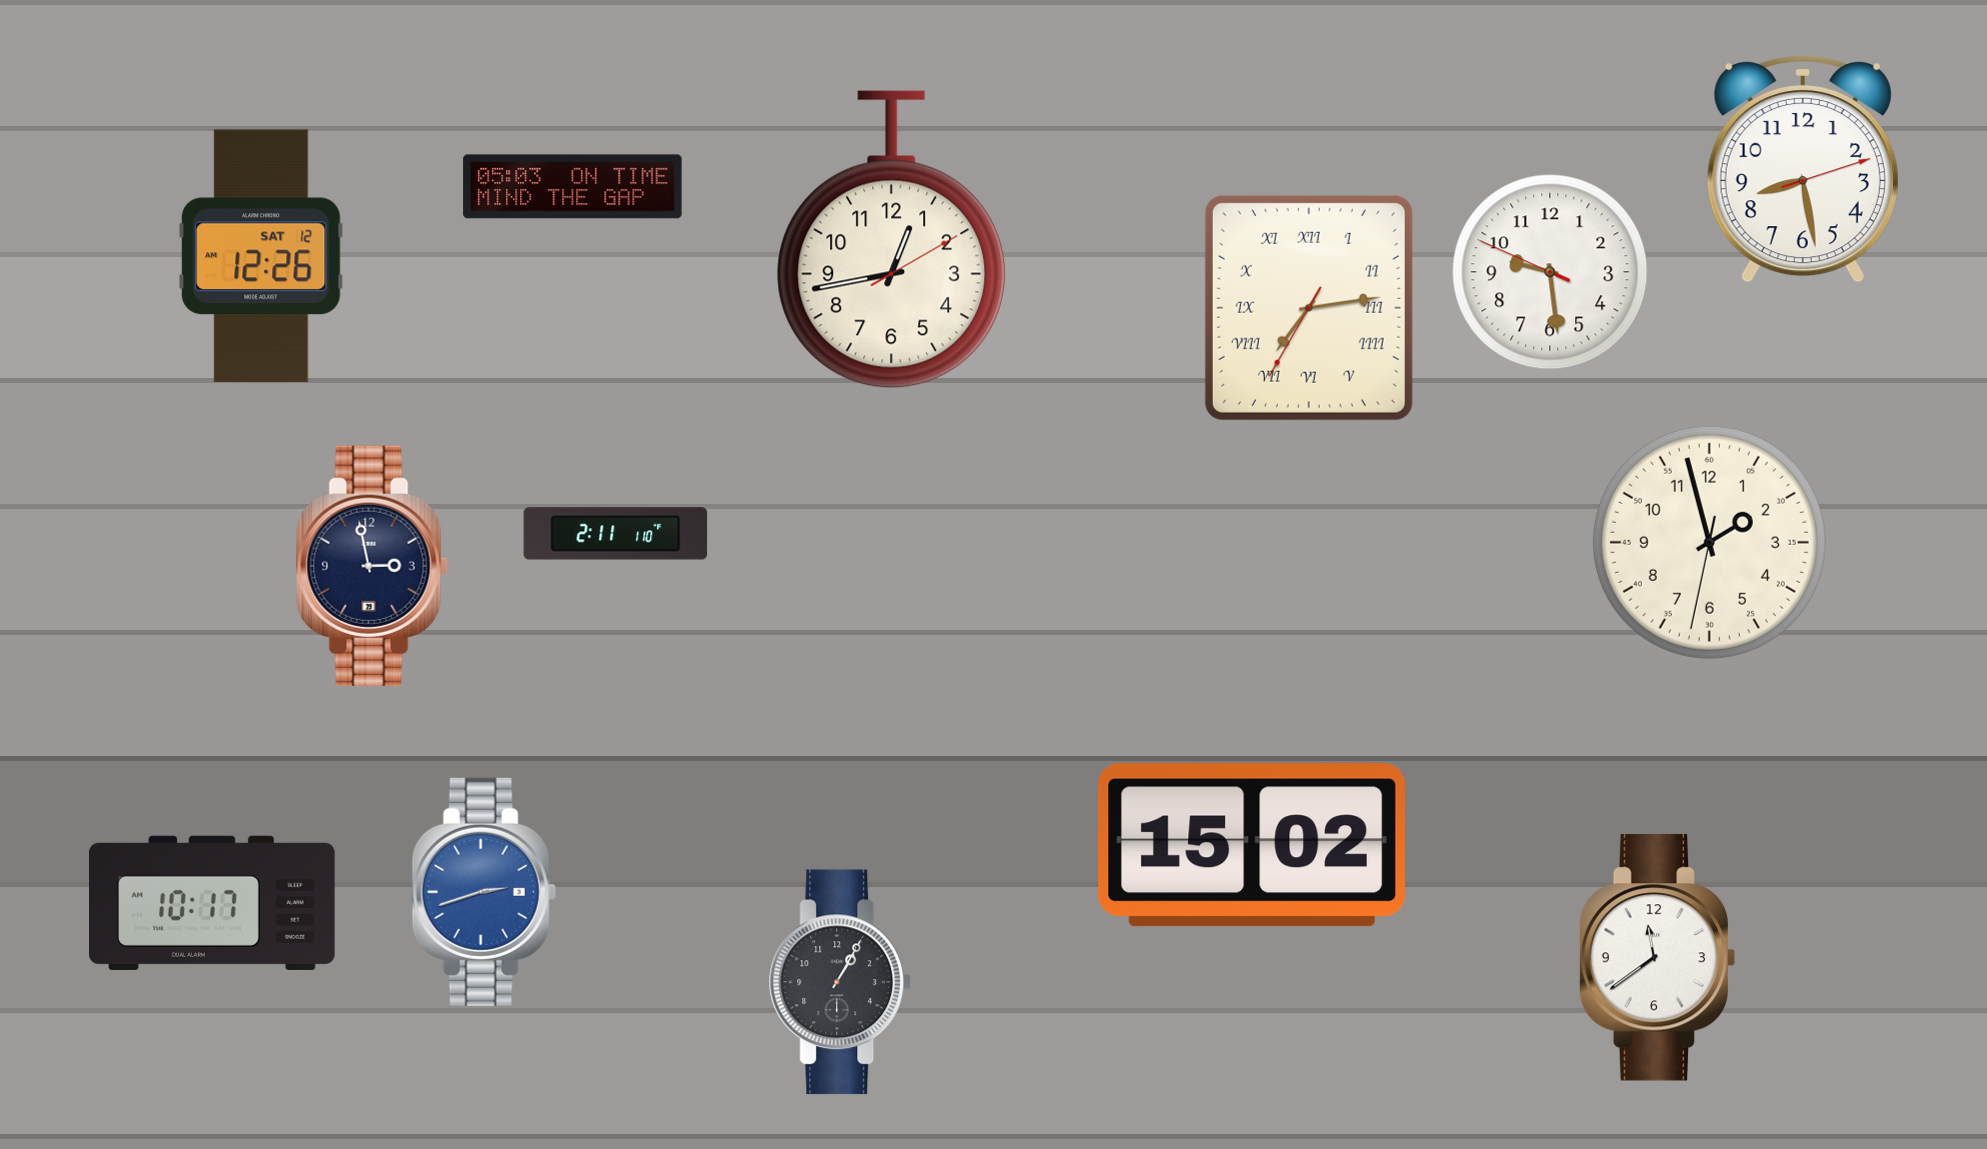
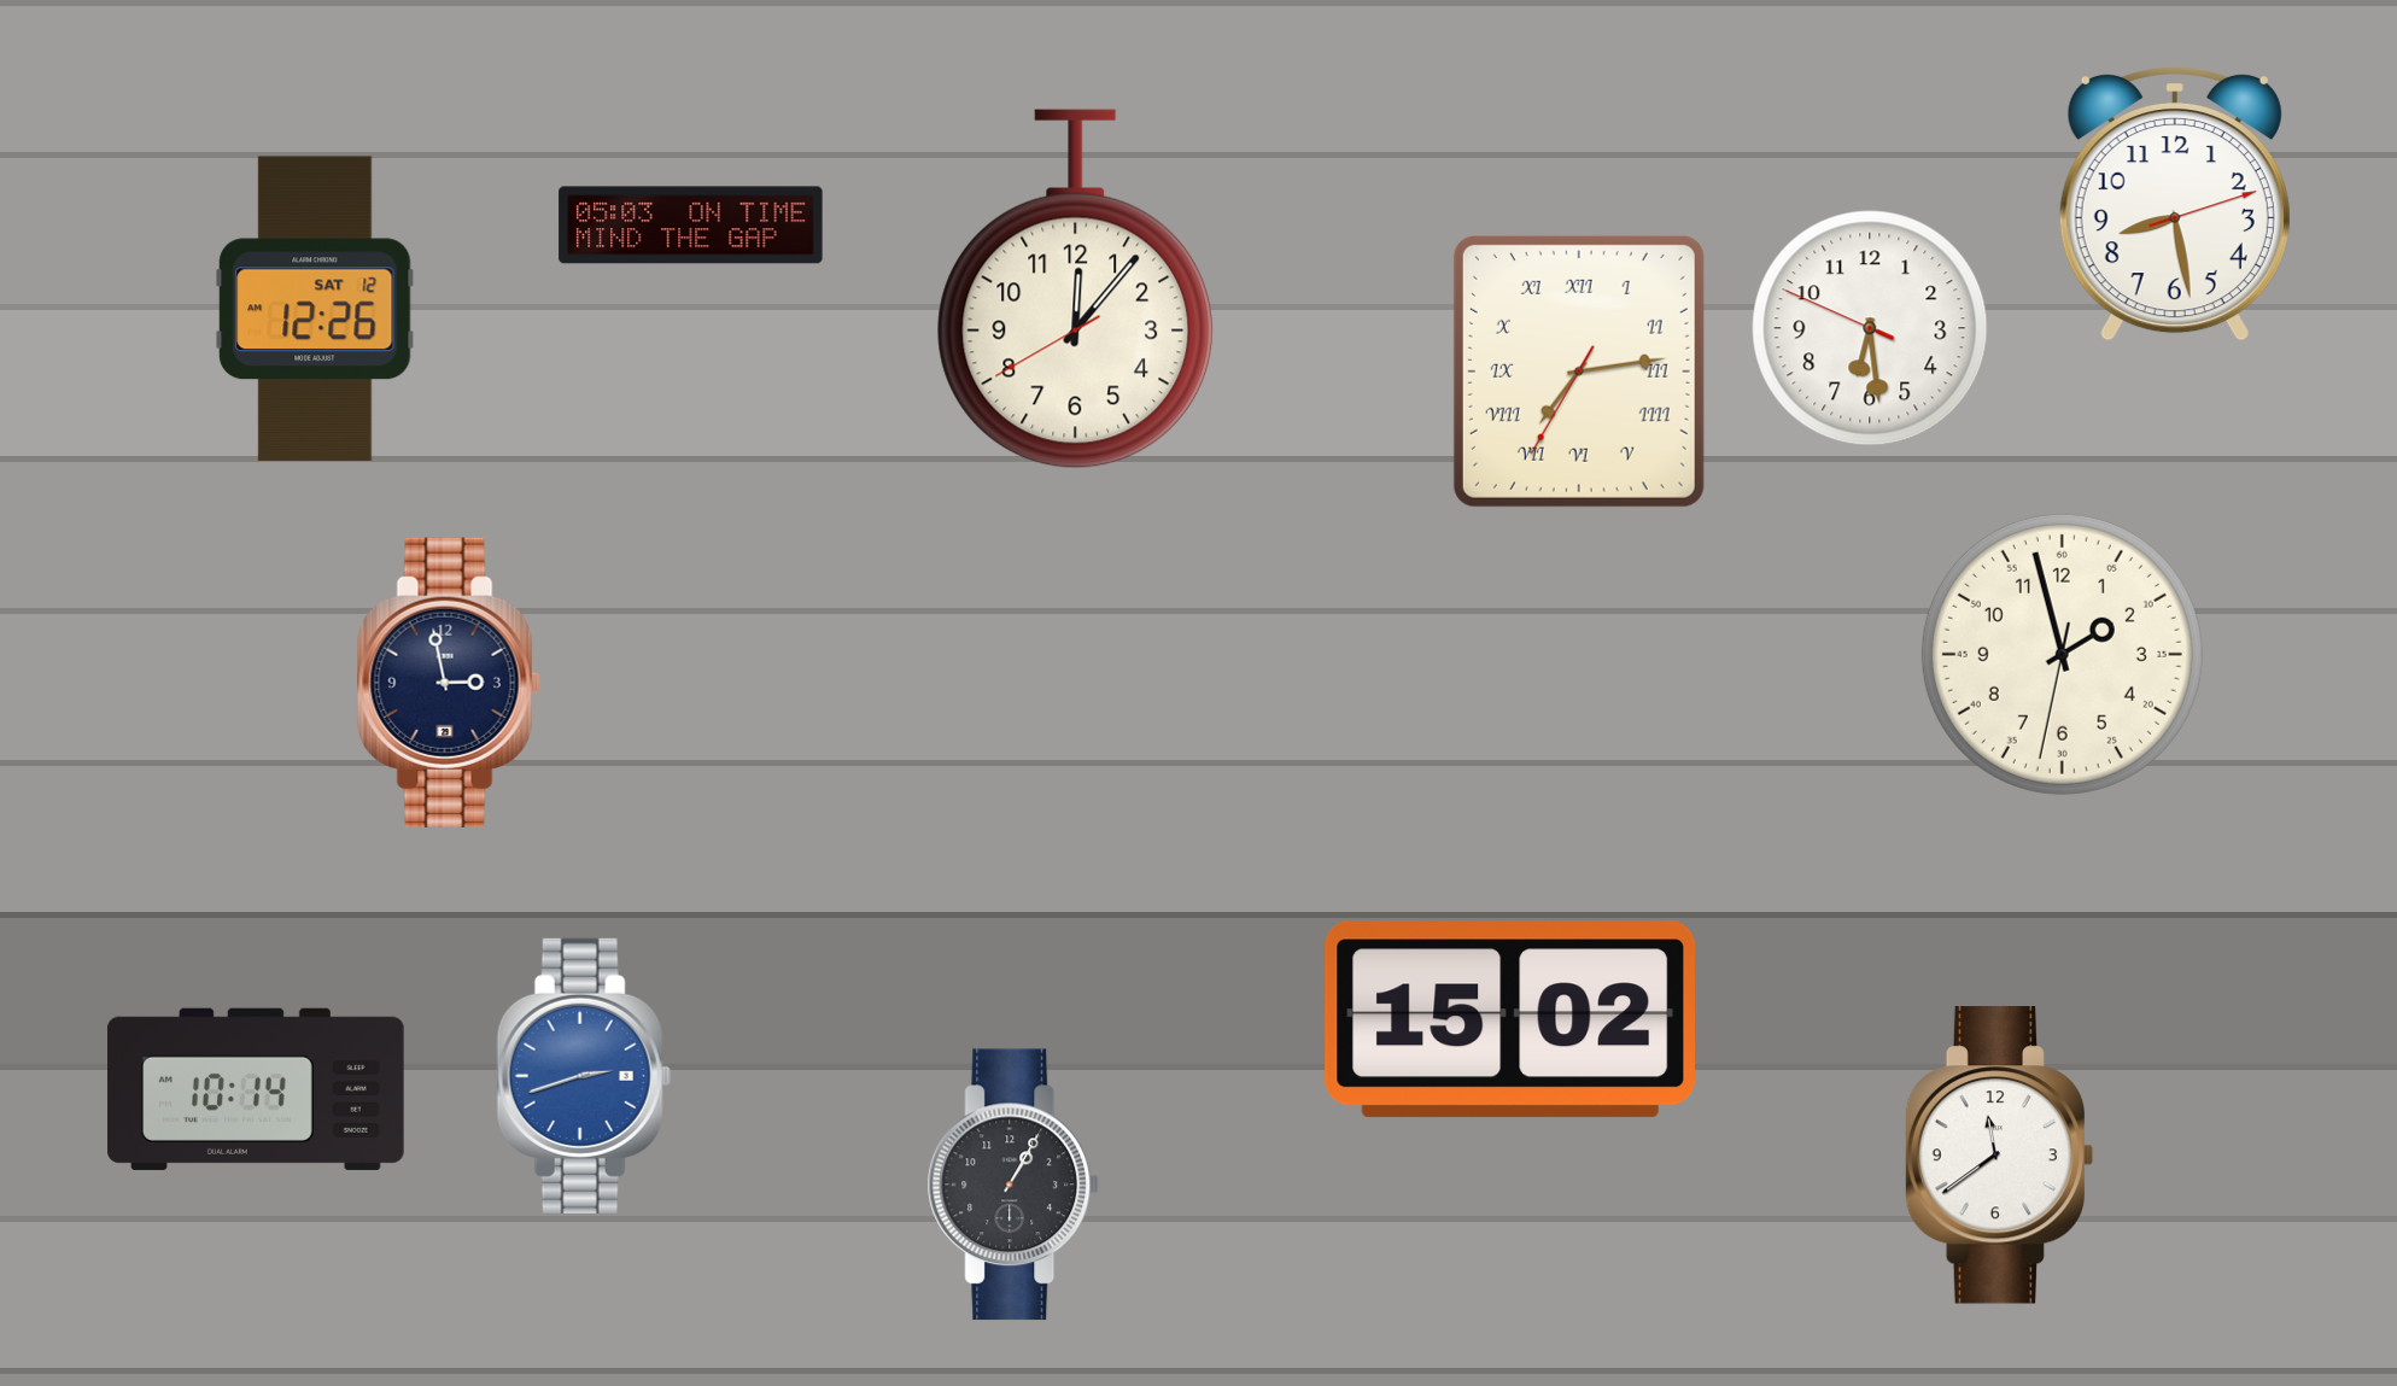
clock at (892, 240): 12:43 -> 12:06
clock at (1550, 272): 9:28 -> 6:28
clock at (616, 534): 2:11 -> none
clock at (212, 903): 10:17 -> 10:14
